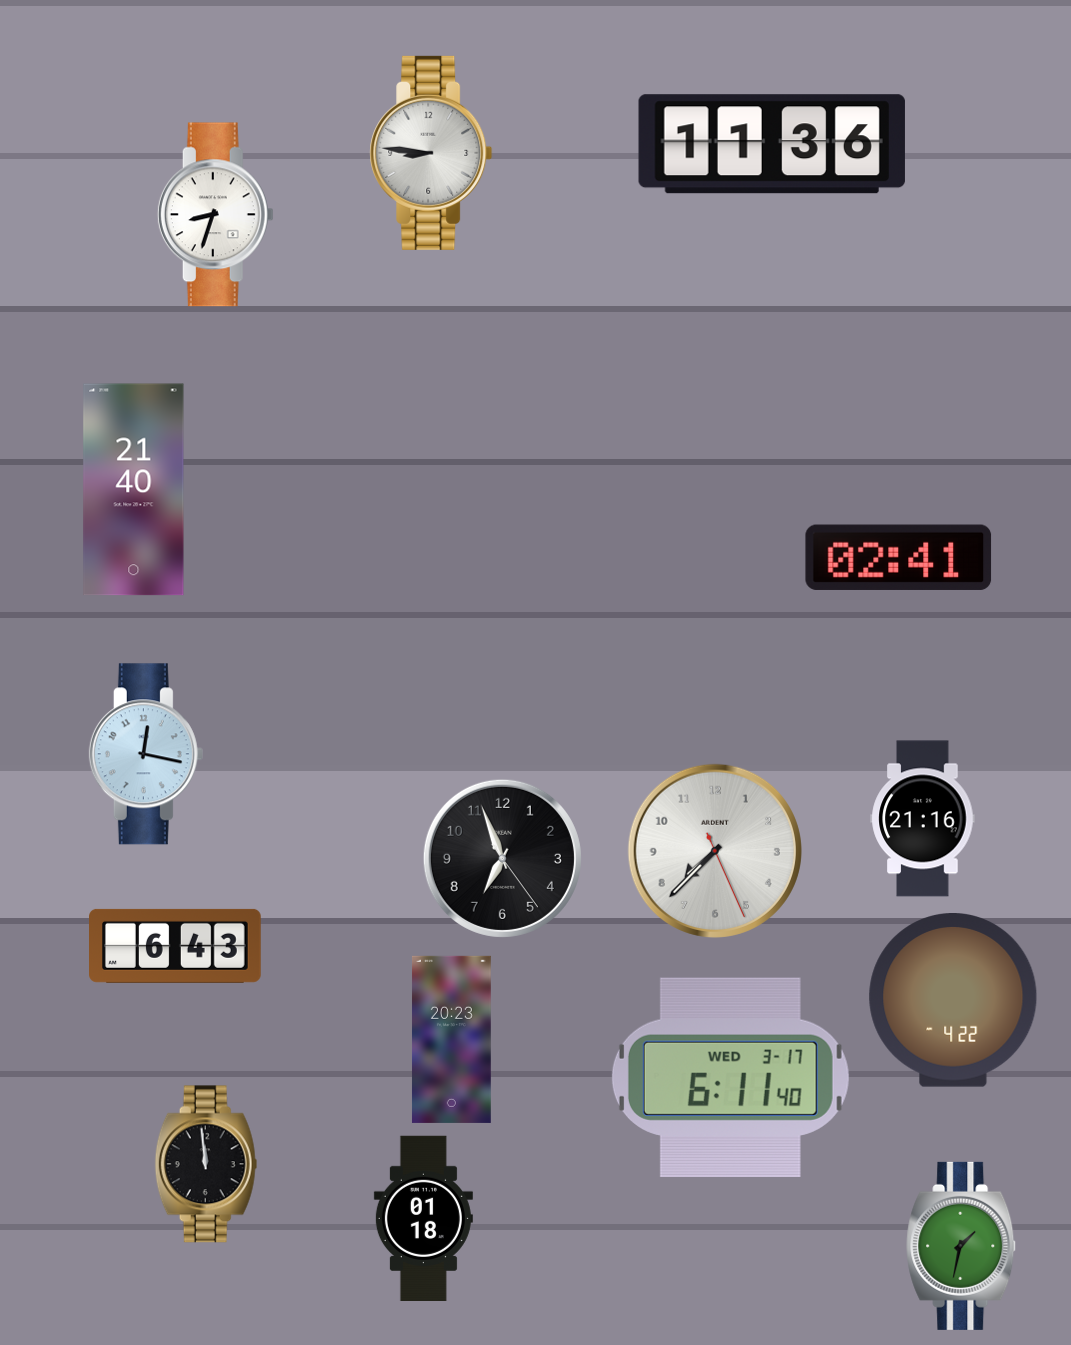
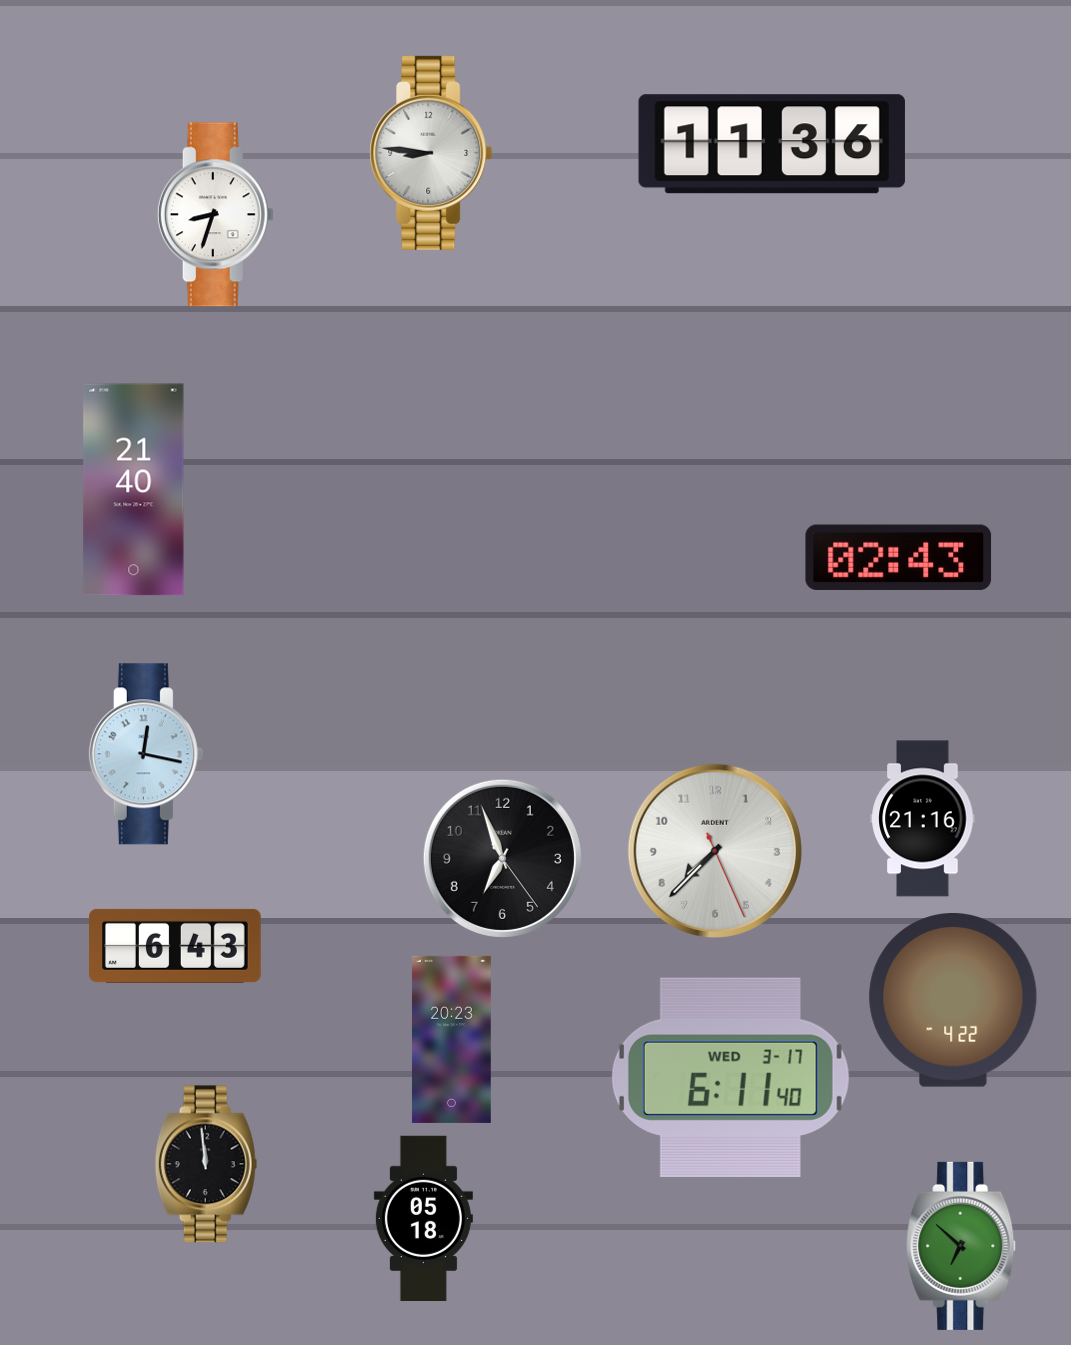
clock at (899, 557): 02:41 -> 02:43
clock at (423, 1218): 01:18 -> 05:18
clock at (962, 1246): 1:32 -> 6:52
